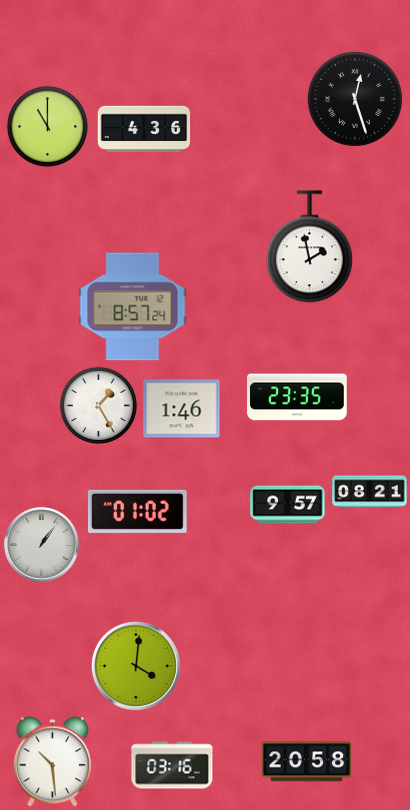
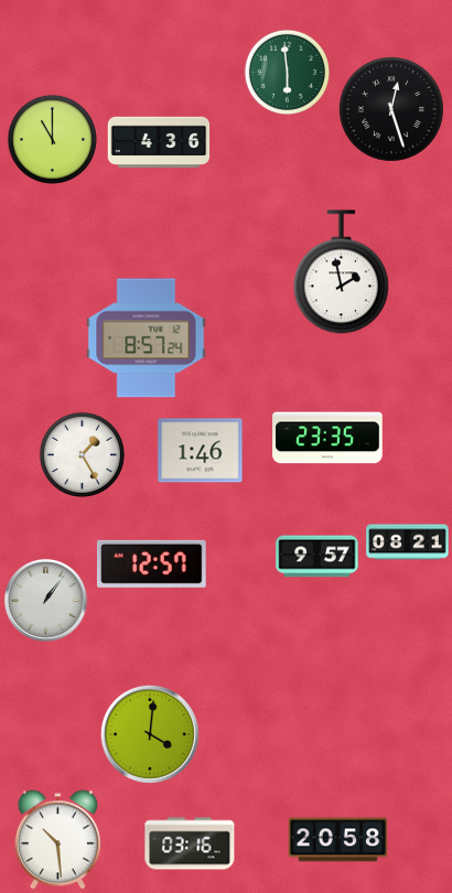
clock at (287, 72): none -> 5:59
clock at (98, 405) position: (98, 405) -> (82, 454)
clock at (137, 511): 01:02 -> 12:57
